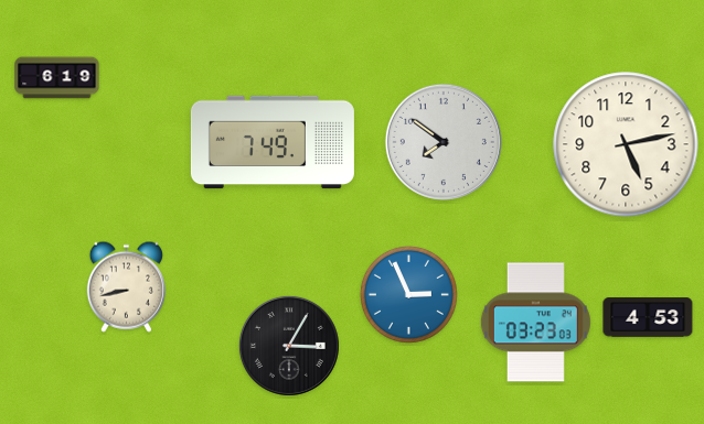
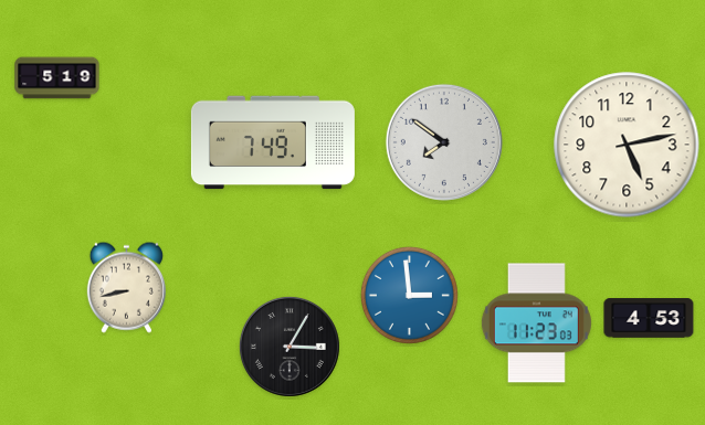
clock at (57, 78): 6:19 -> 5:19
clock at (408, 294): 2:56 -> 2:59
clock at (535, 323): 03:23 -> 11:23
